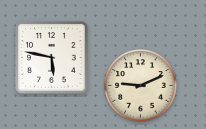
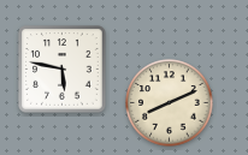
clock at (141, 86): 9:11 -> 8:11
